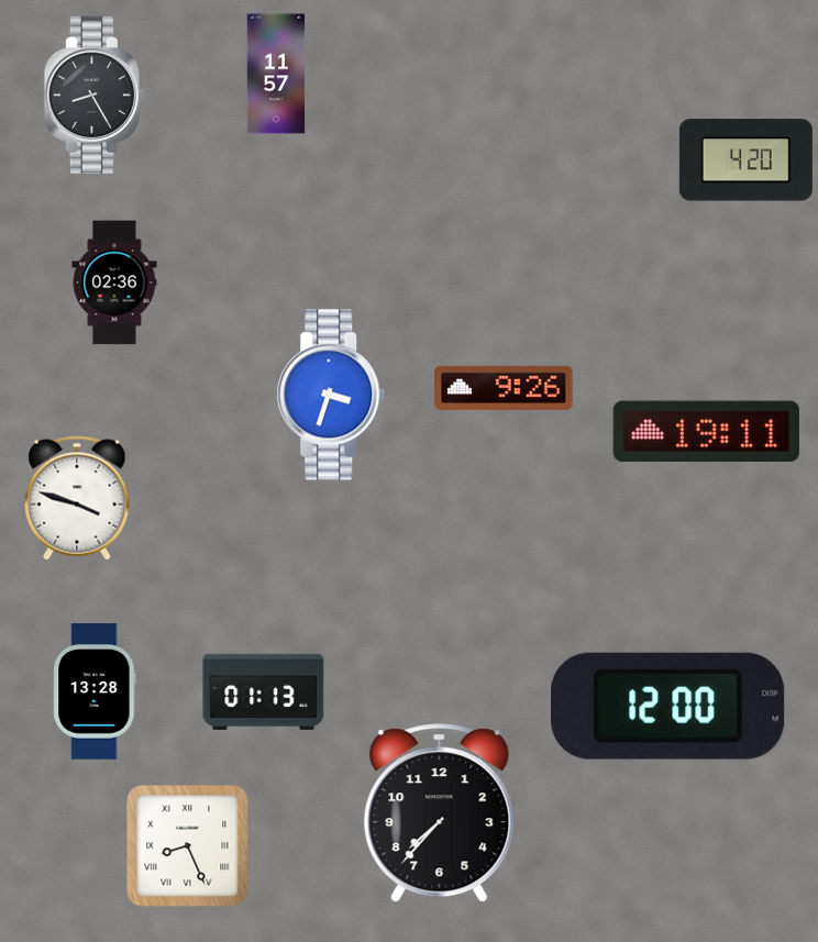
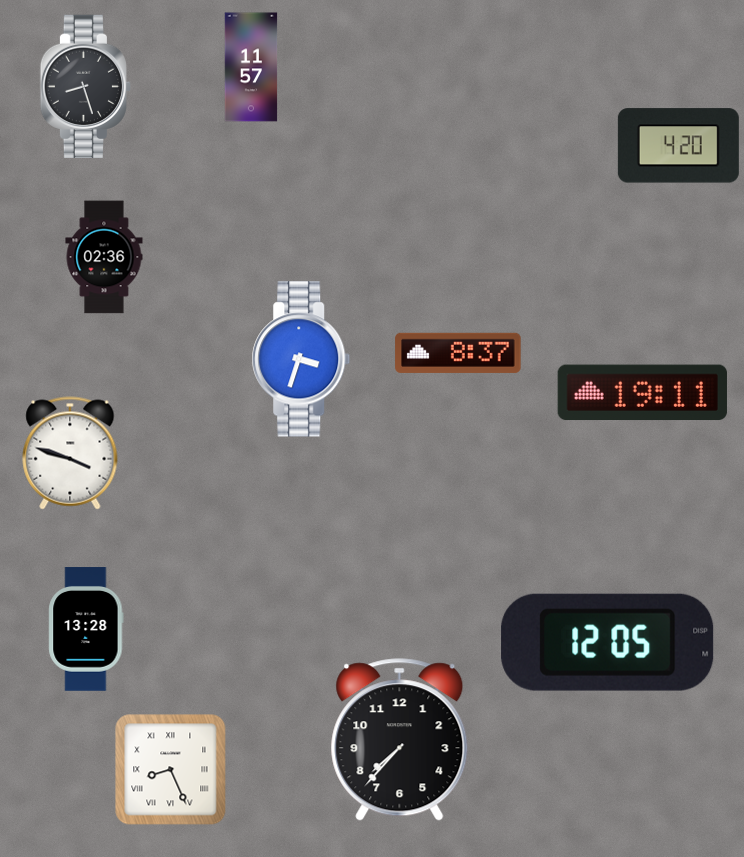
clock at (93, 95): 8:25 -> 8:27
clock at (504, 388): 9:26 -> 8:37
clock at (264, 691): 01:13 -> none
clock at (668, 706): 12:00 -> 12:05
